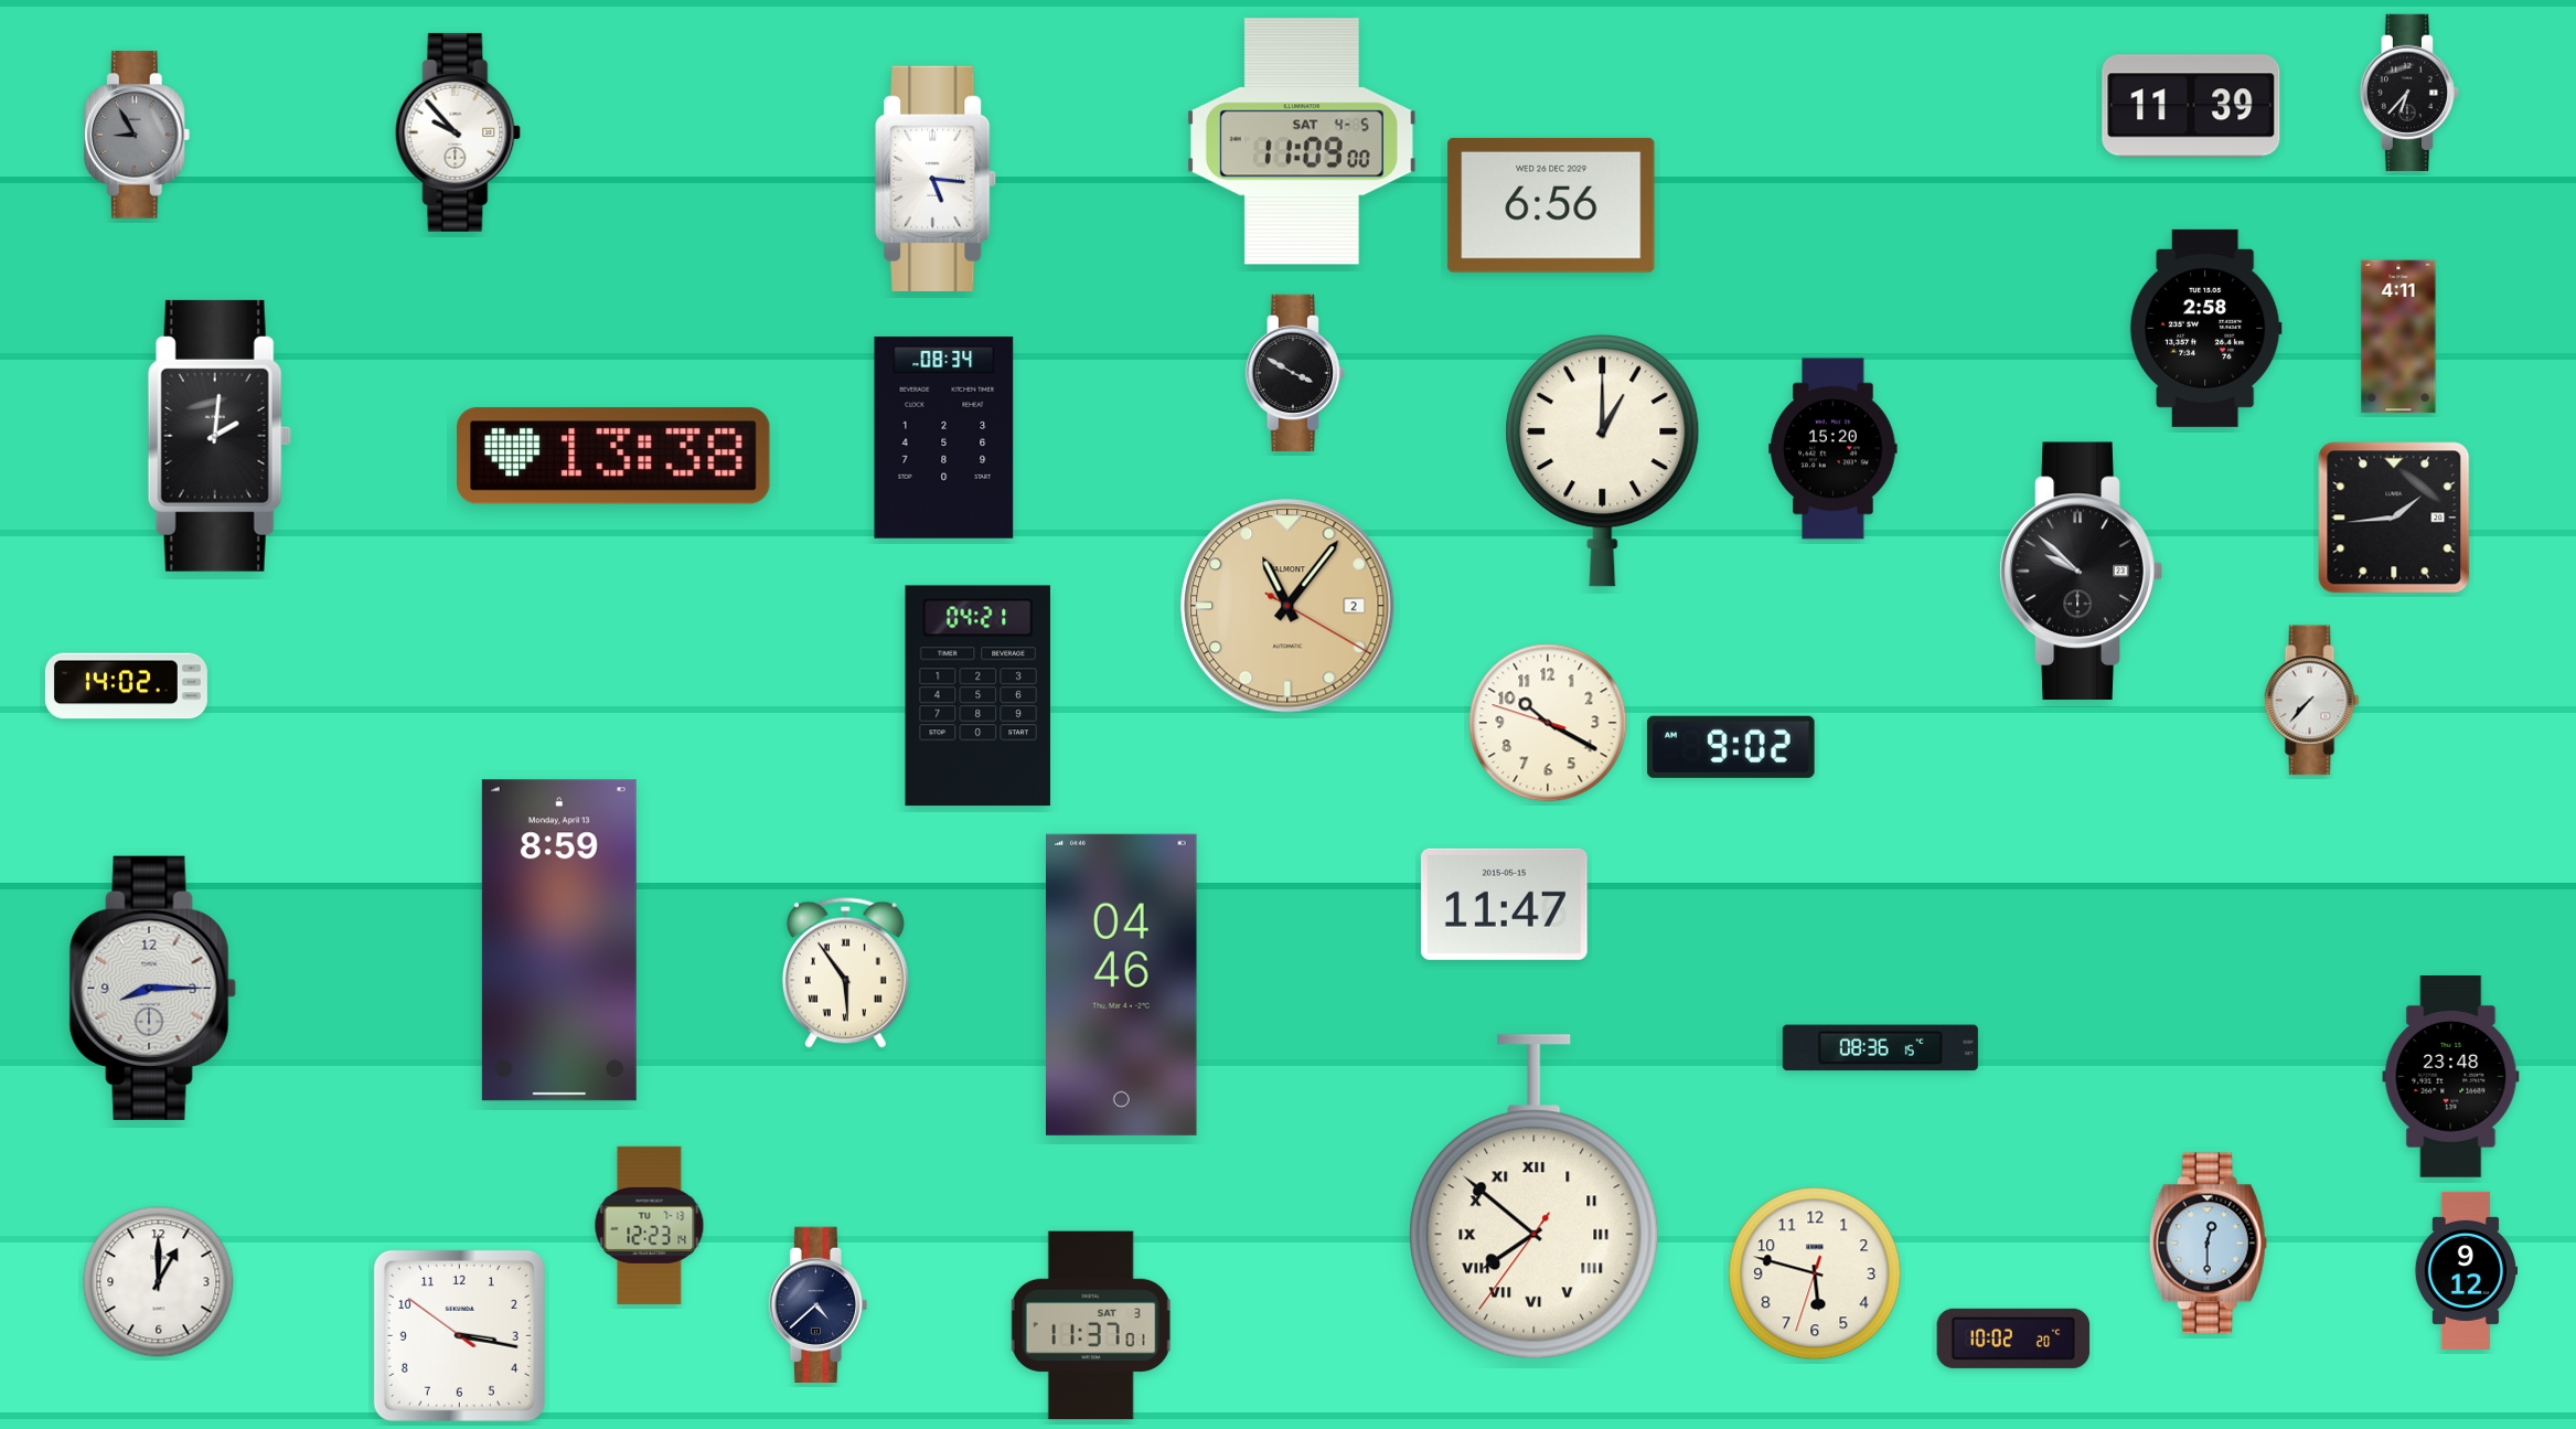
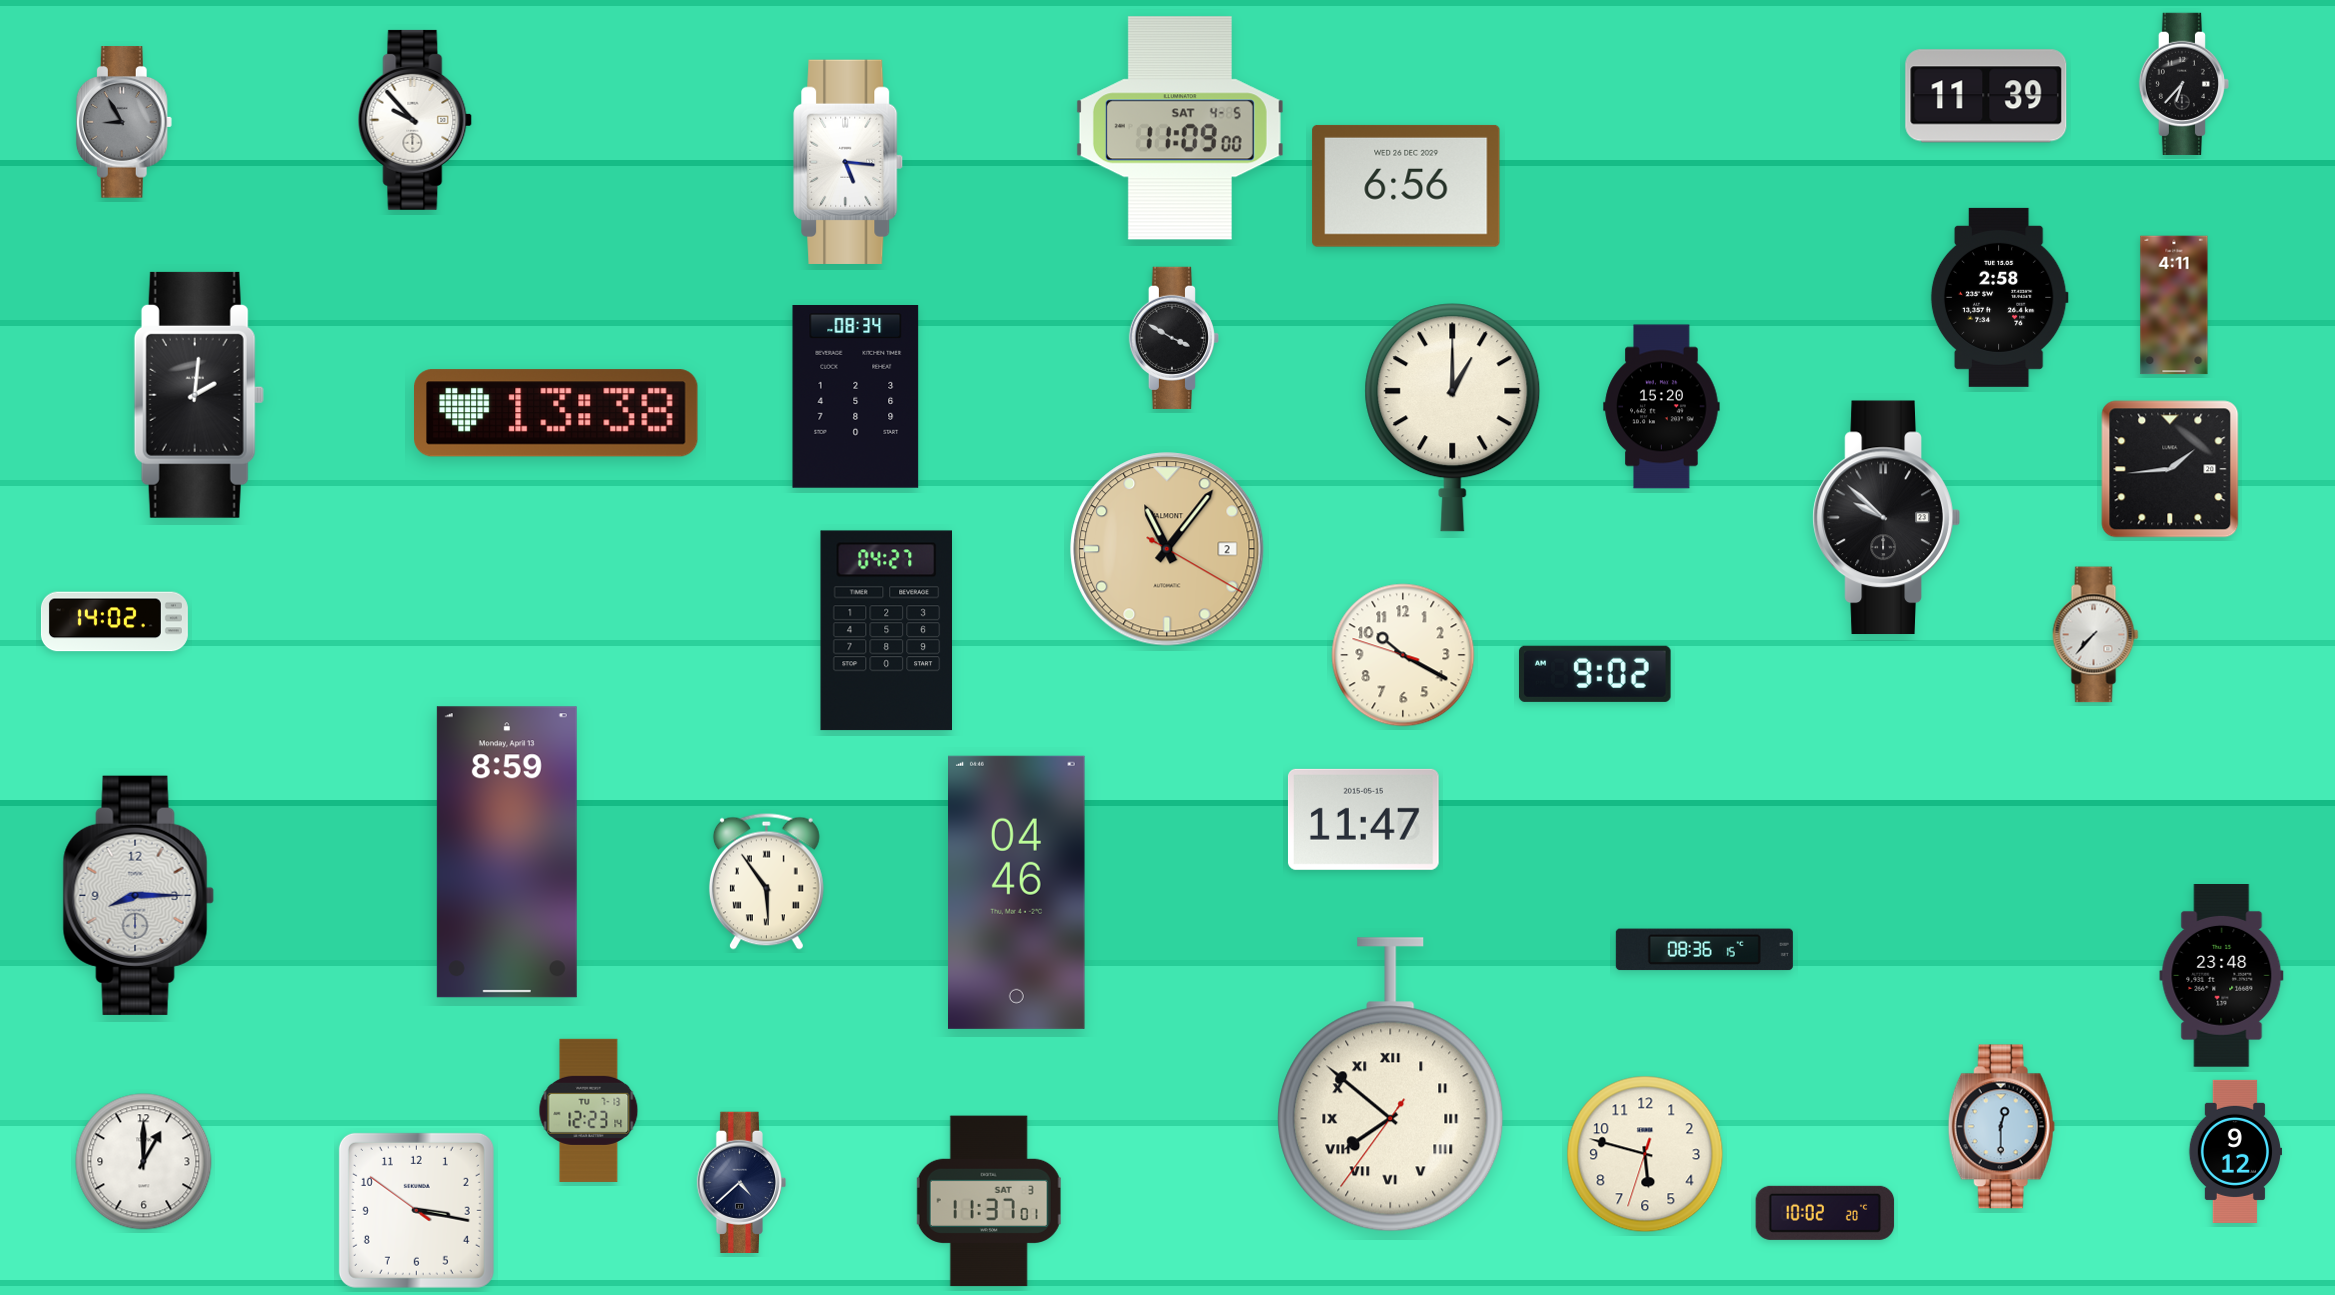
clock at (977, 696): 04:21 -> 04:27
clock at (1731, 747) position: (1731, 747) -> (1595, 674)
